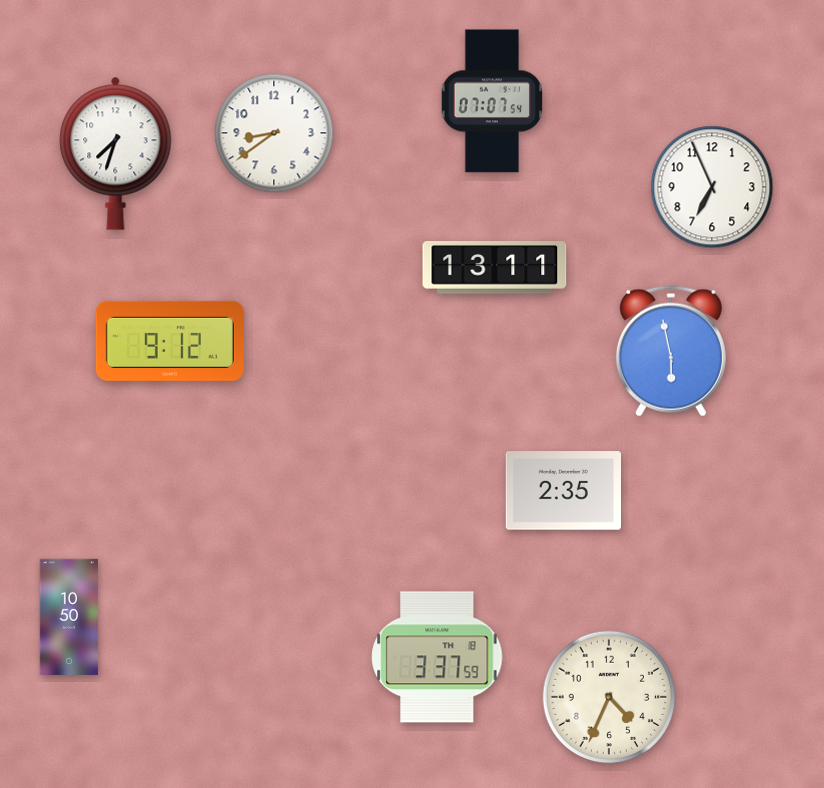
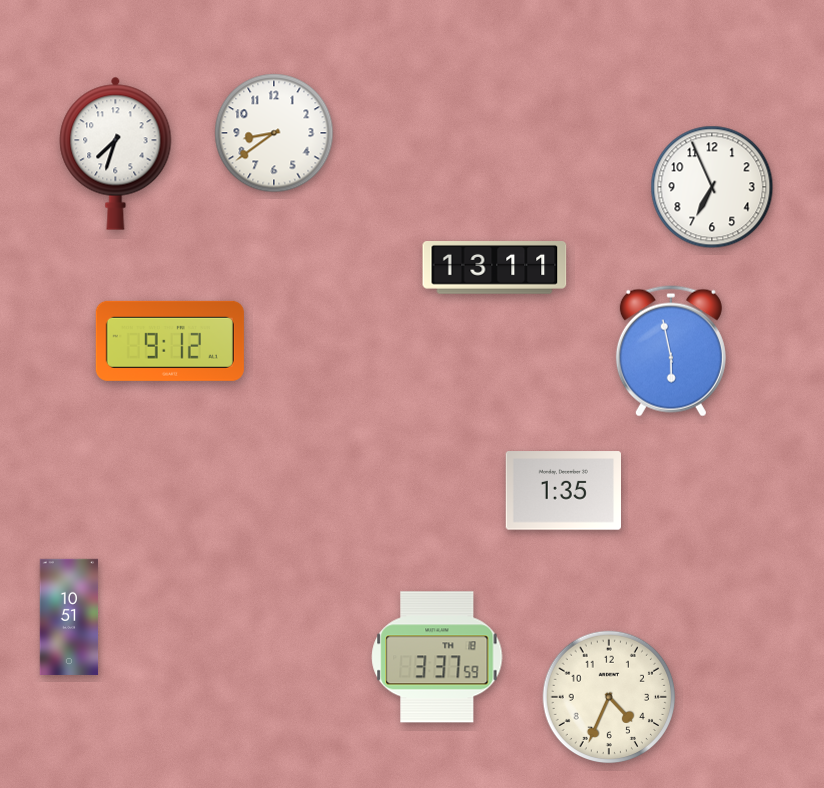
clock at (491, 101): 07:07 -> none
clock at (563, 491): 2:35 -> 1:35
clock at (69, 617): 10:50 -> 10:51
